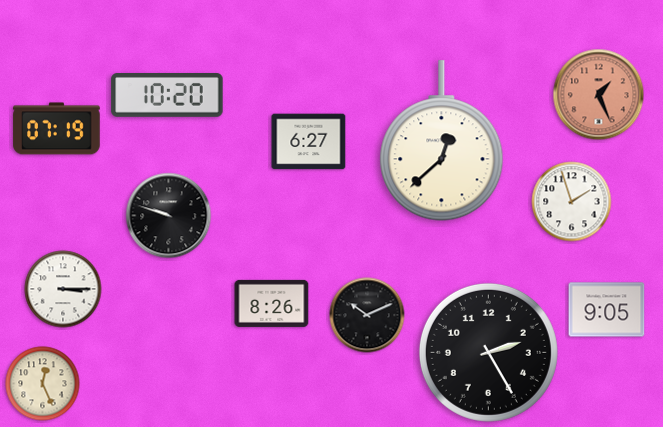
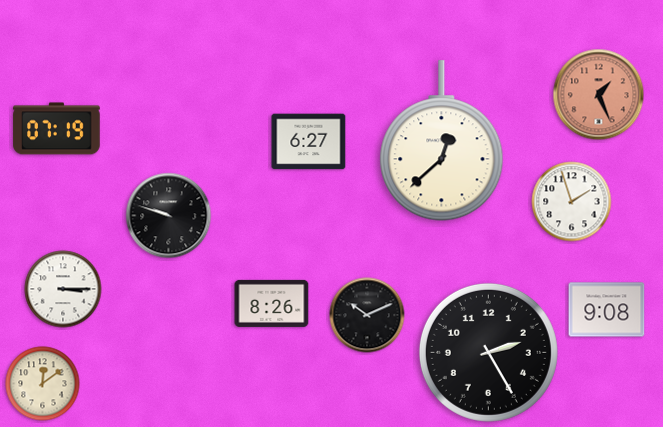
clock at (167, 96): 10:20 -> none
clock at (607, 310): 9:05 -> 9:08
clock at (43, 384): 12:26 -> 12:09
